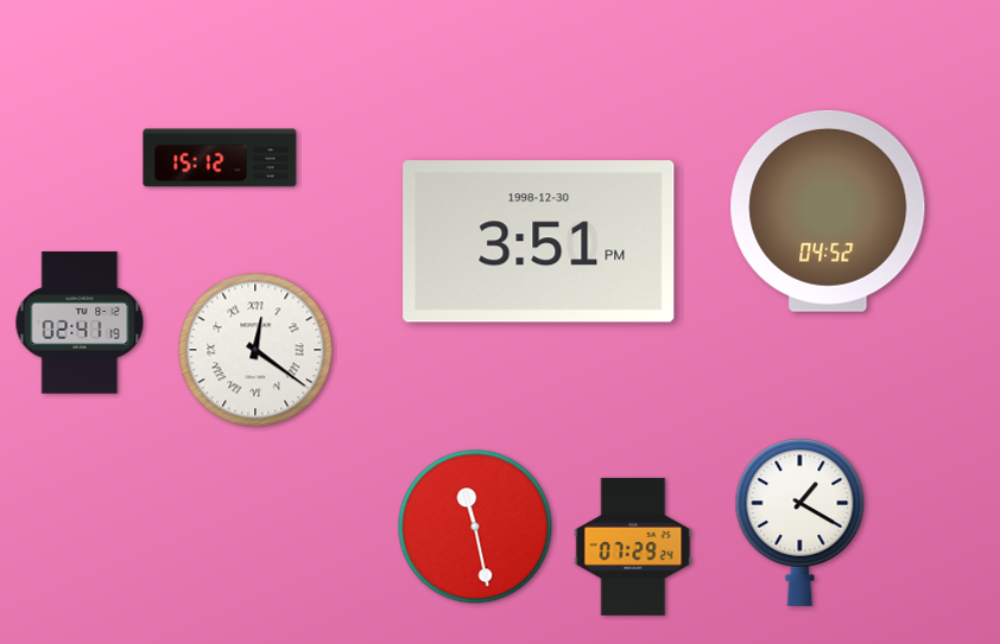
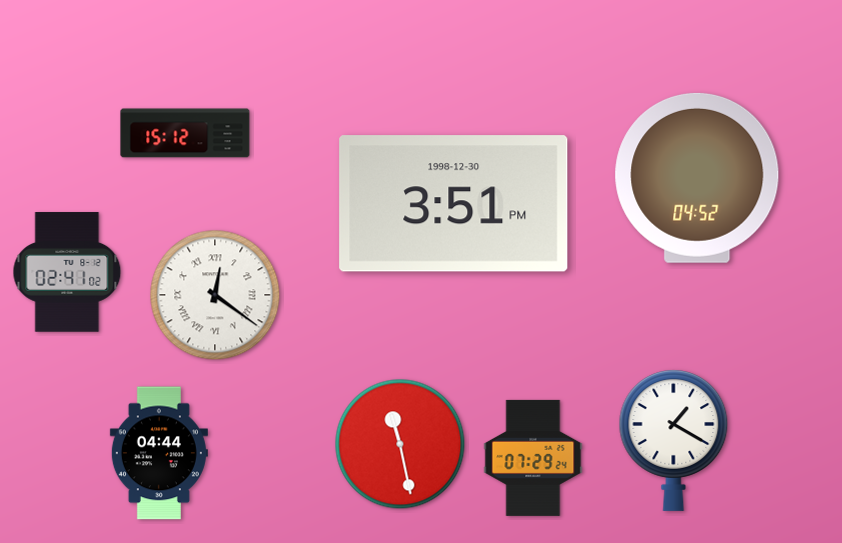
clock at (80, 323): 02:41:19 -> 02:41:02
clock at (159, 453): none -> 04:44
clock at (633, 547) position: (633, 547) -> (533, 458)
